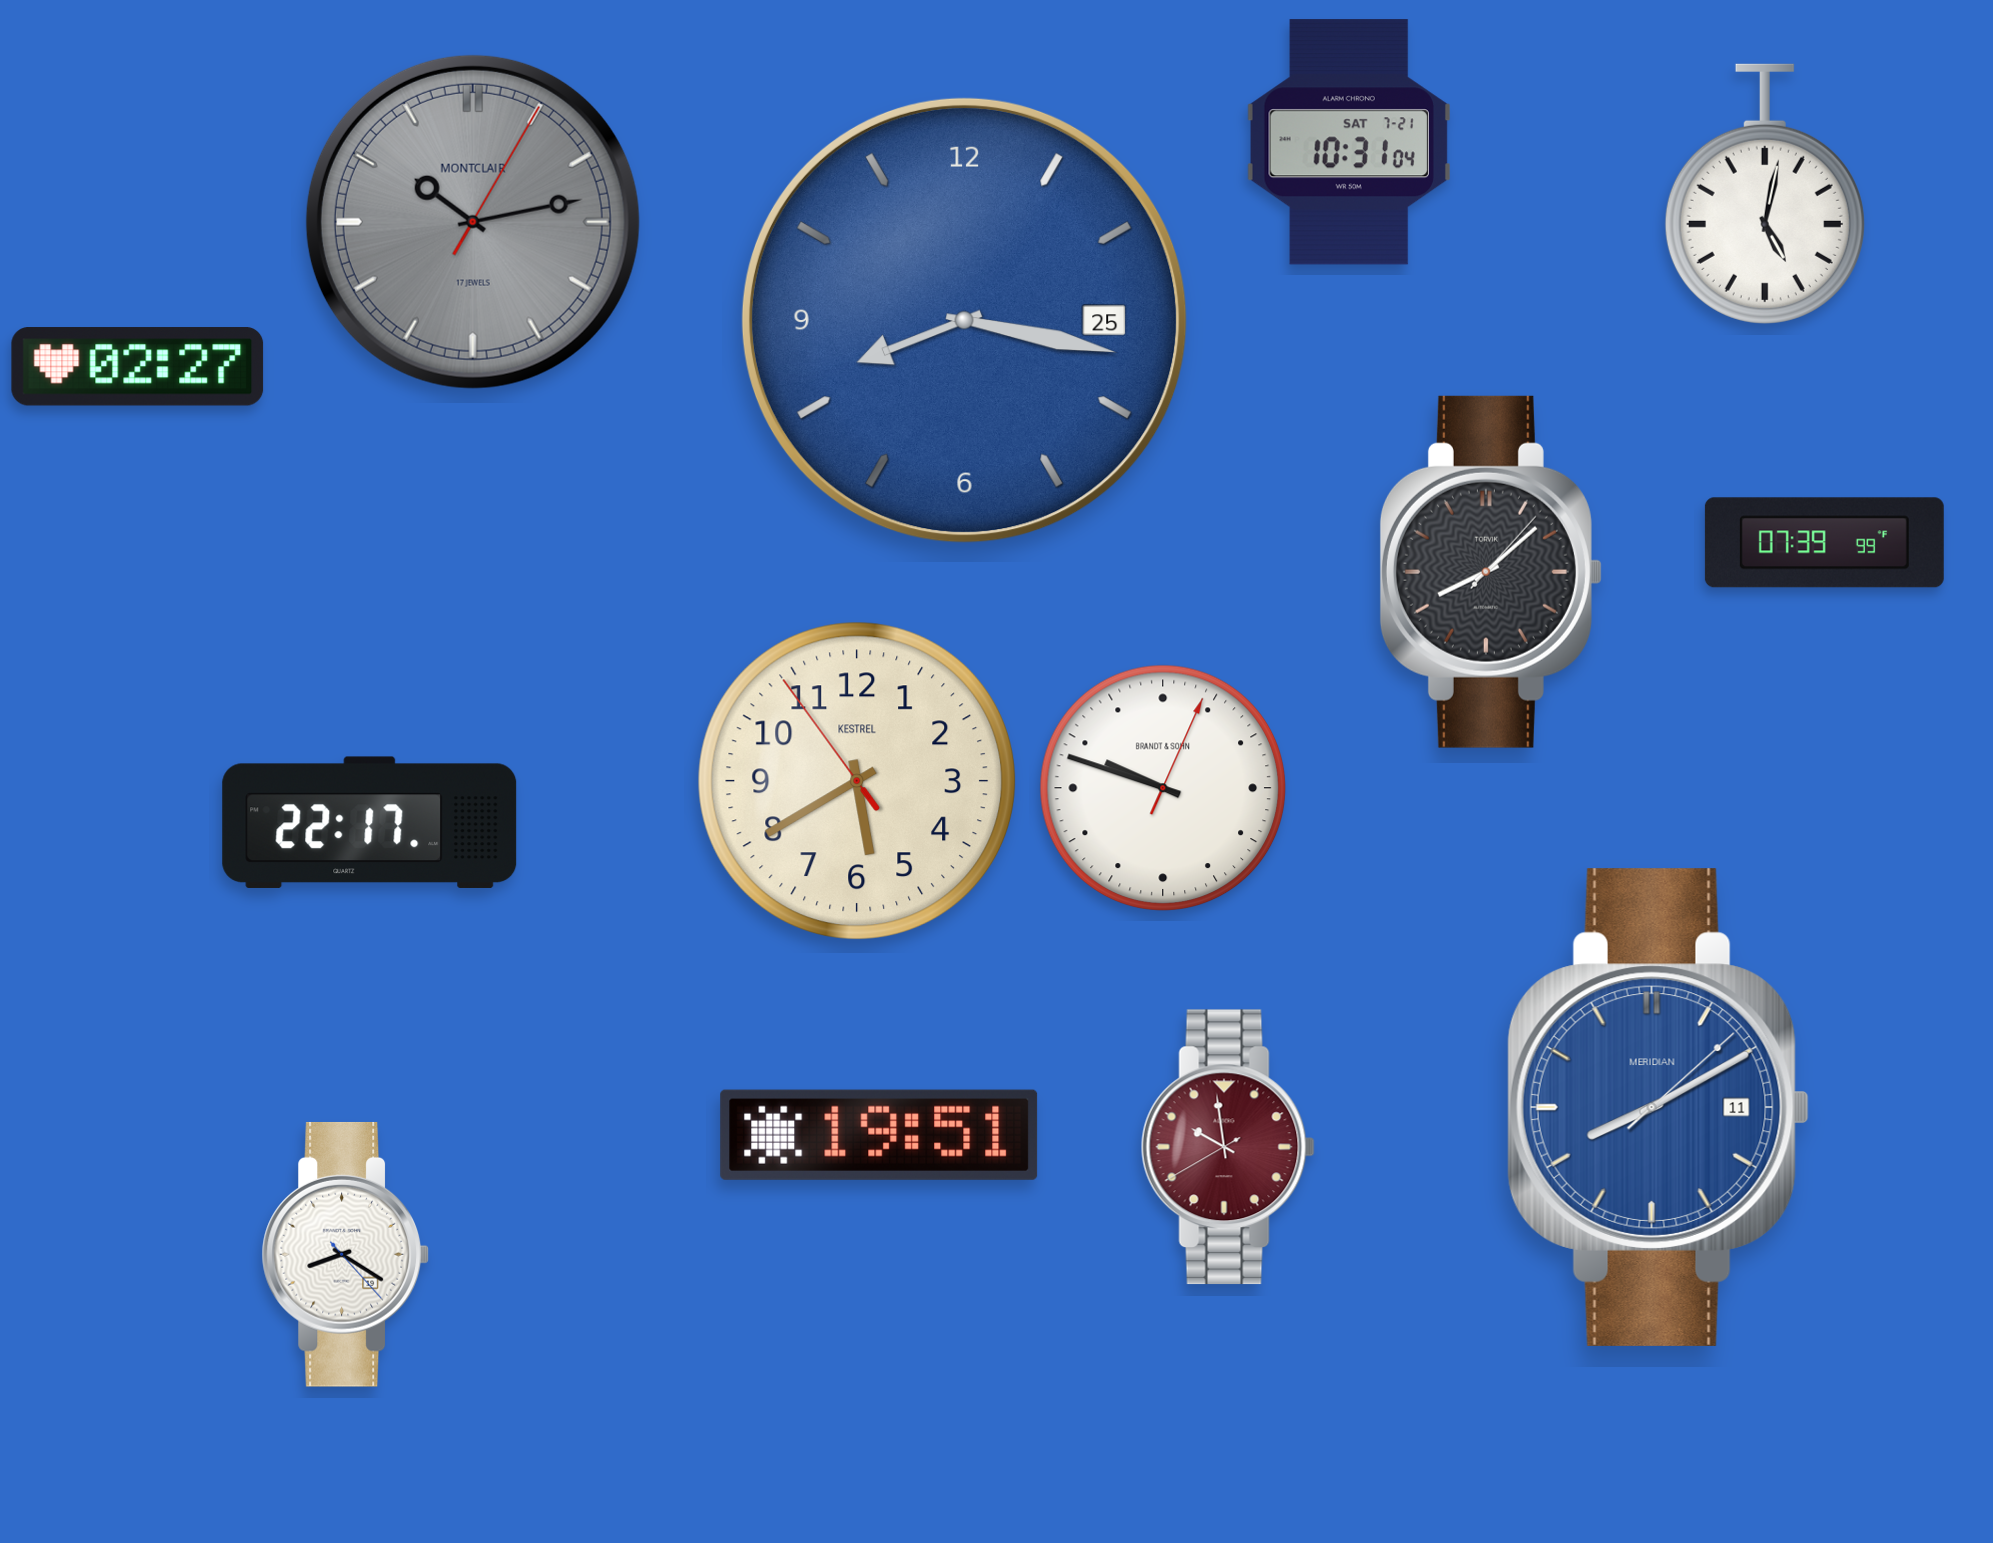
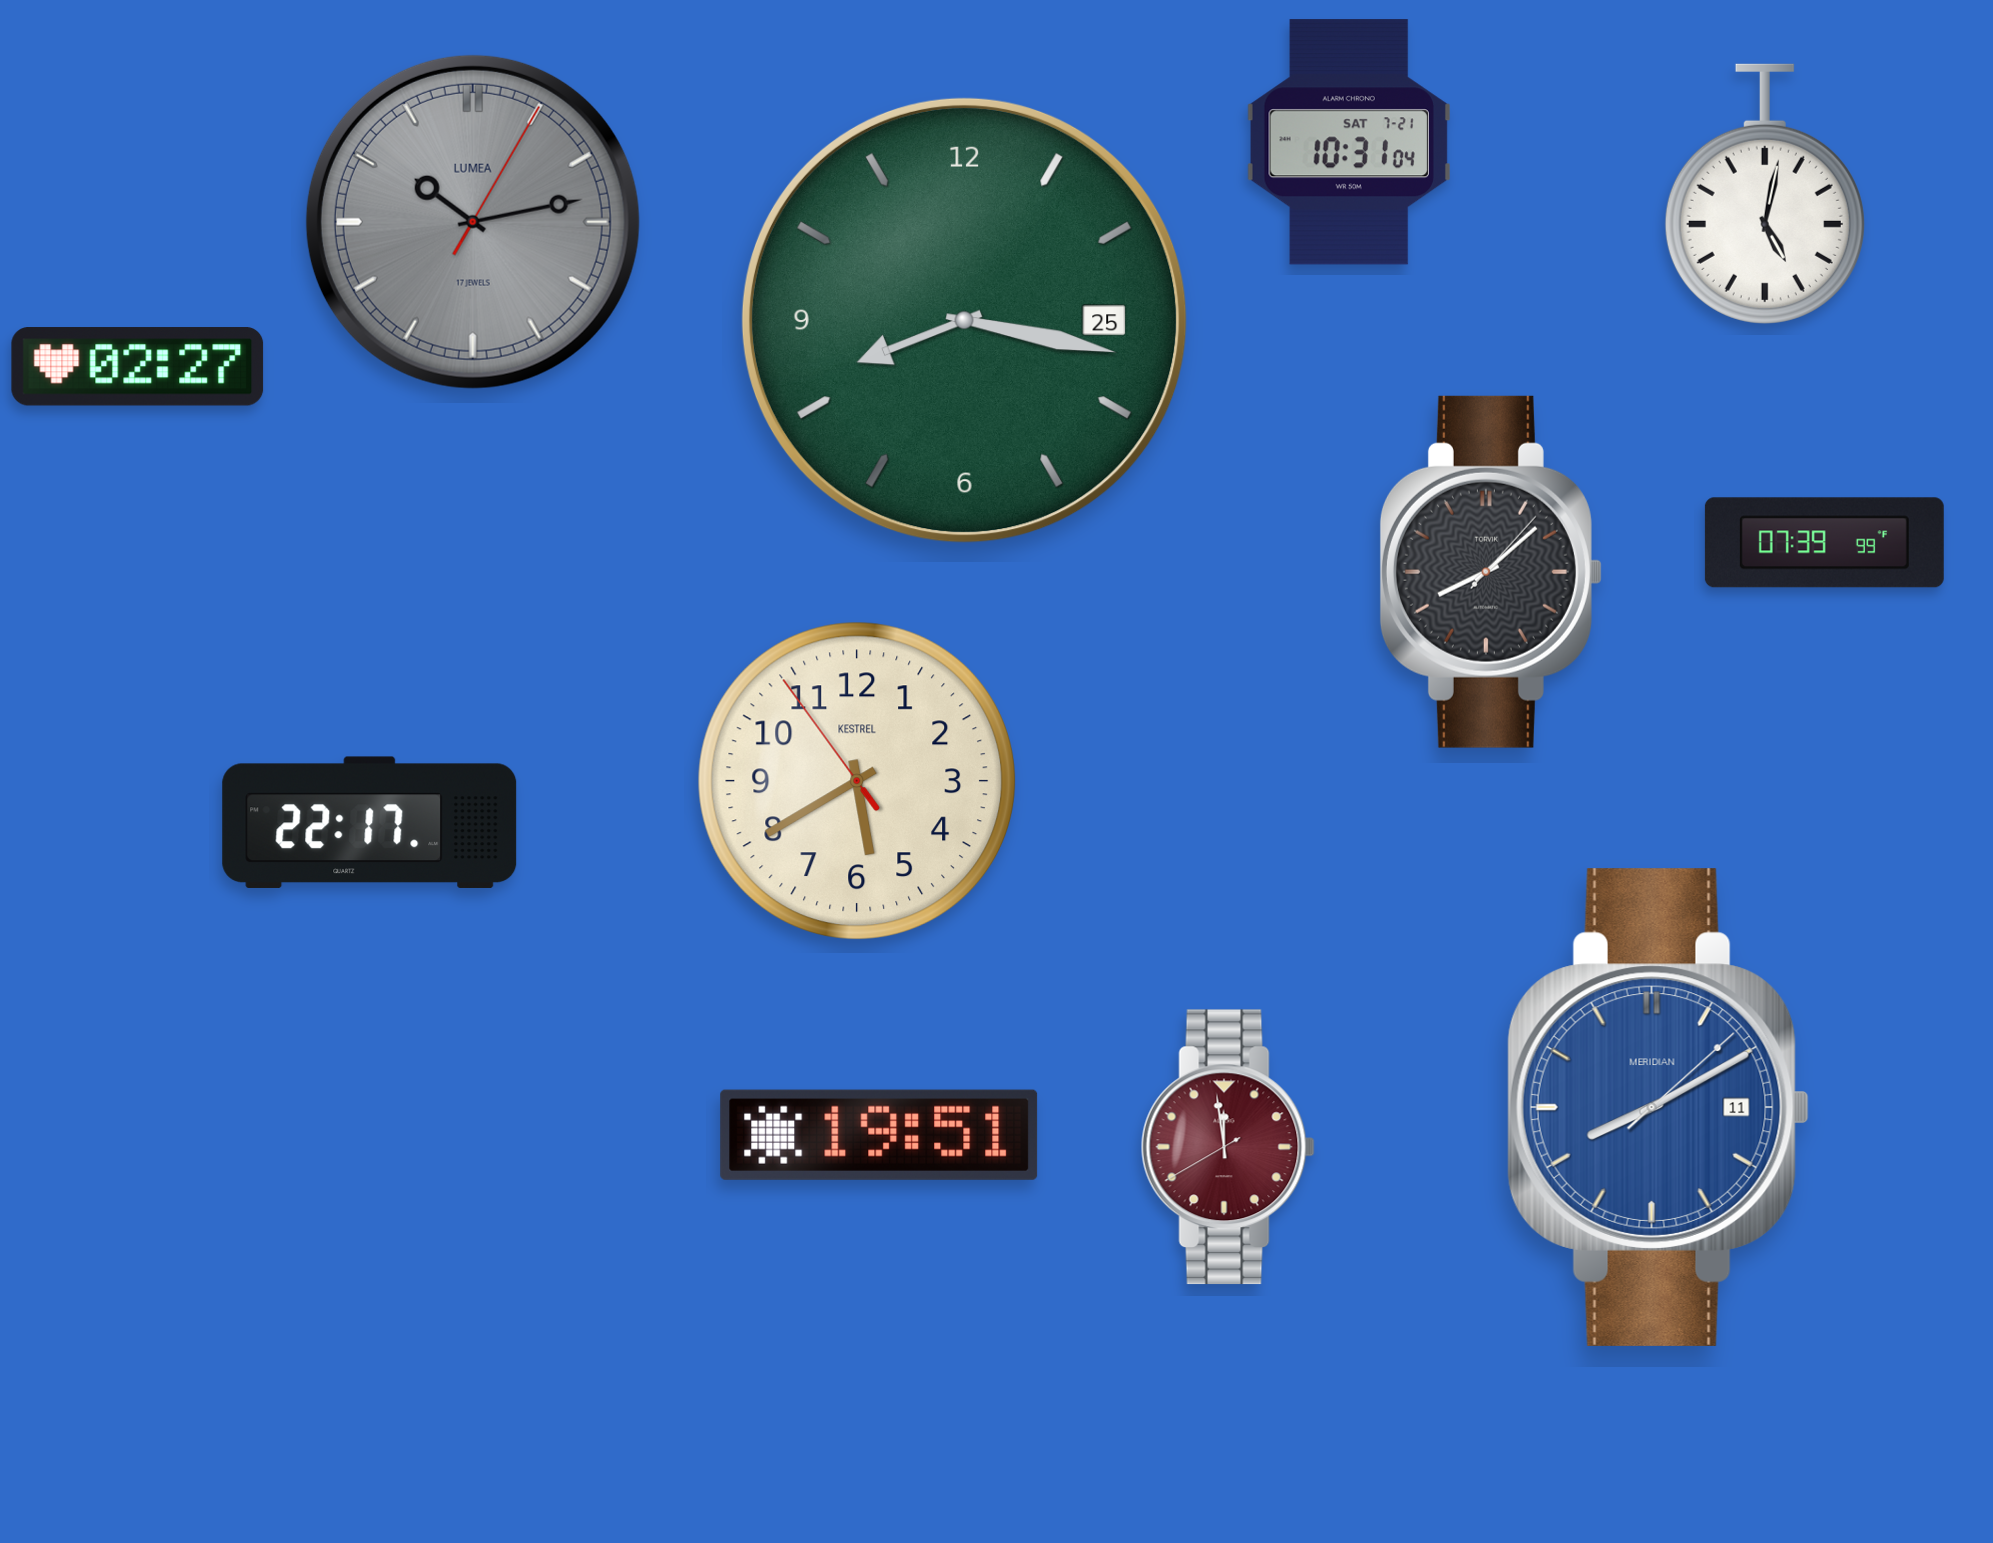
clock at (473, 222) brand: MONTCLAIR -> LUMEA
clock at (964, 320) dial: blue -> green
clock at (1163, 788): 9:48 -> none
clock at (1228, 1147): 9:58 -> 11:58
clock at (345, 1254): 8:20 -> none
